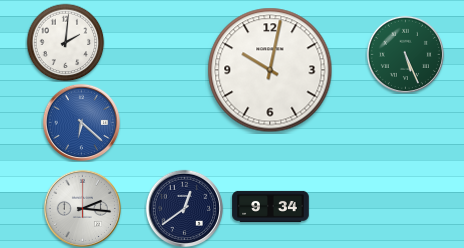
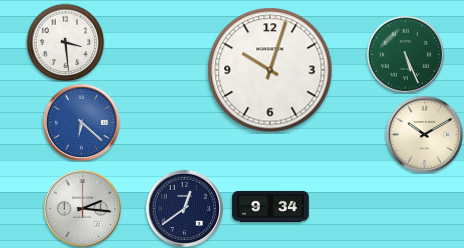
clock at (65, 42): 2:01 -> 3:29
clock at (270, 70): 10:02 -> 10:03
clock at (424, 134): none -> 10:10
